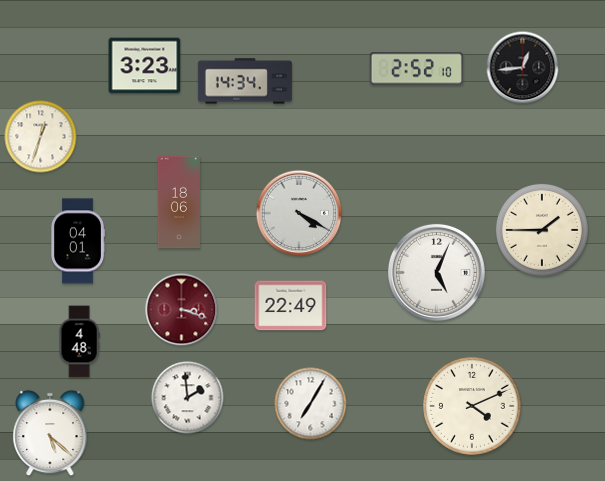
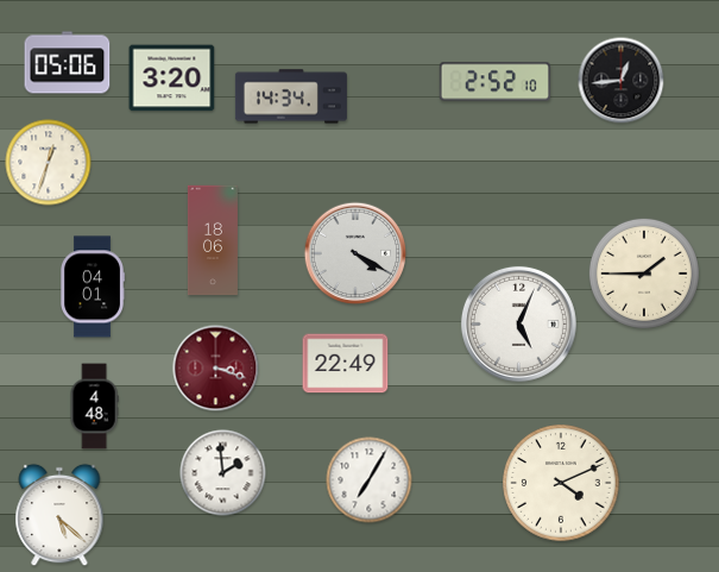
clock at (68, 63): none -> 05:06
clock at (145, 66): 3:23 -> 3:20
